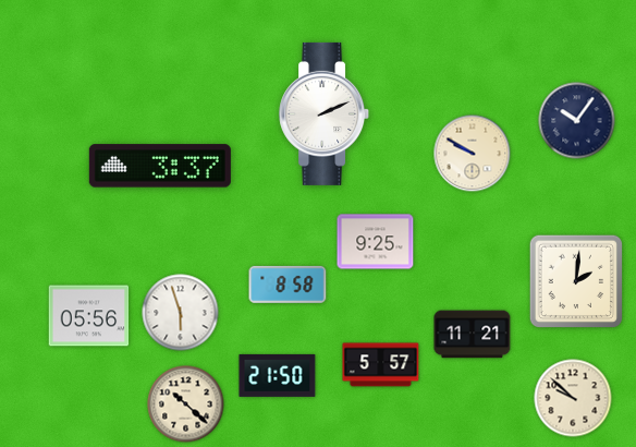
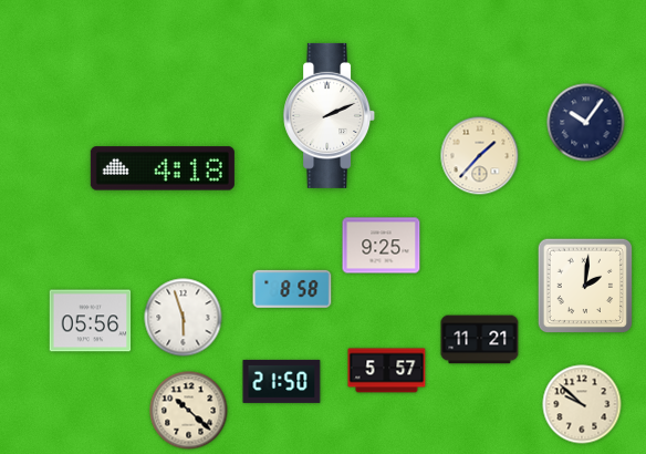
clock at (473, 154): 9:50 -> 1:37
clock at (160, 166): 3:37 -> 4:18
